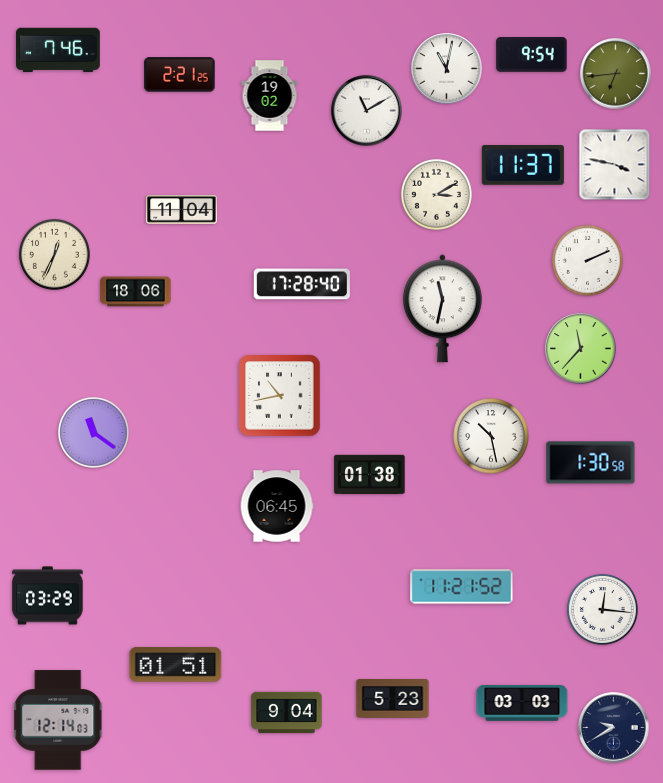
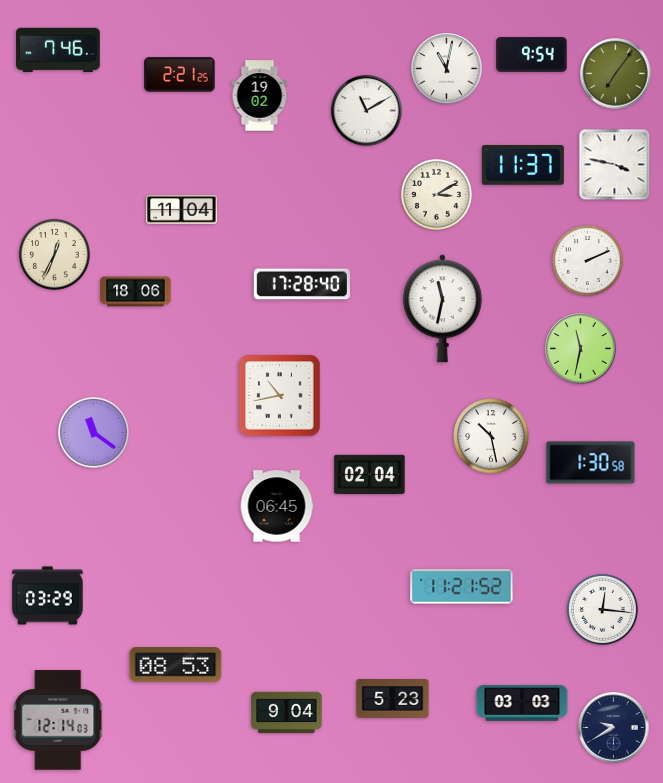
clock at (616, 74): 6:44 -> 7:06
clock at (270, 96) position: (270, 96) -> (260, 96)
clock at (581, 349): 11:37 -> 11:32
clock at (370, 475): 01:38 -> 02:04
clock at (176, 665): 01:51 -> 08:53
